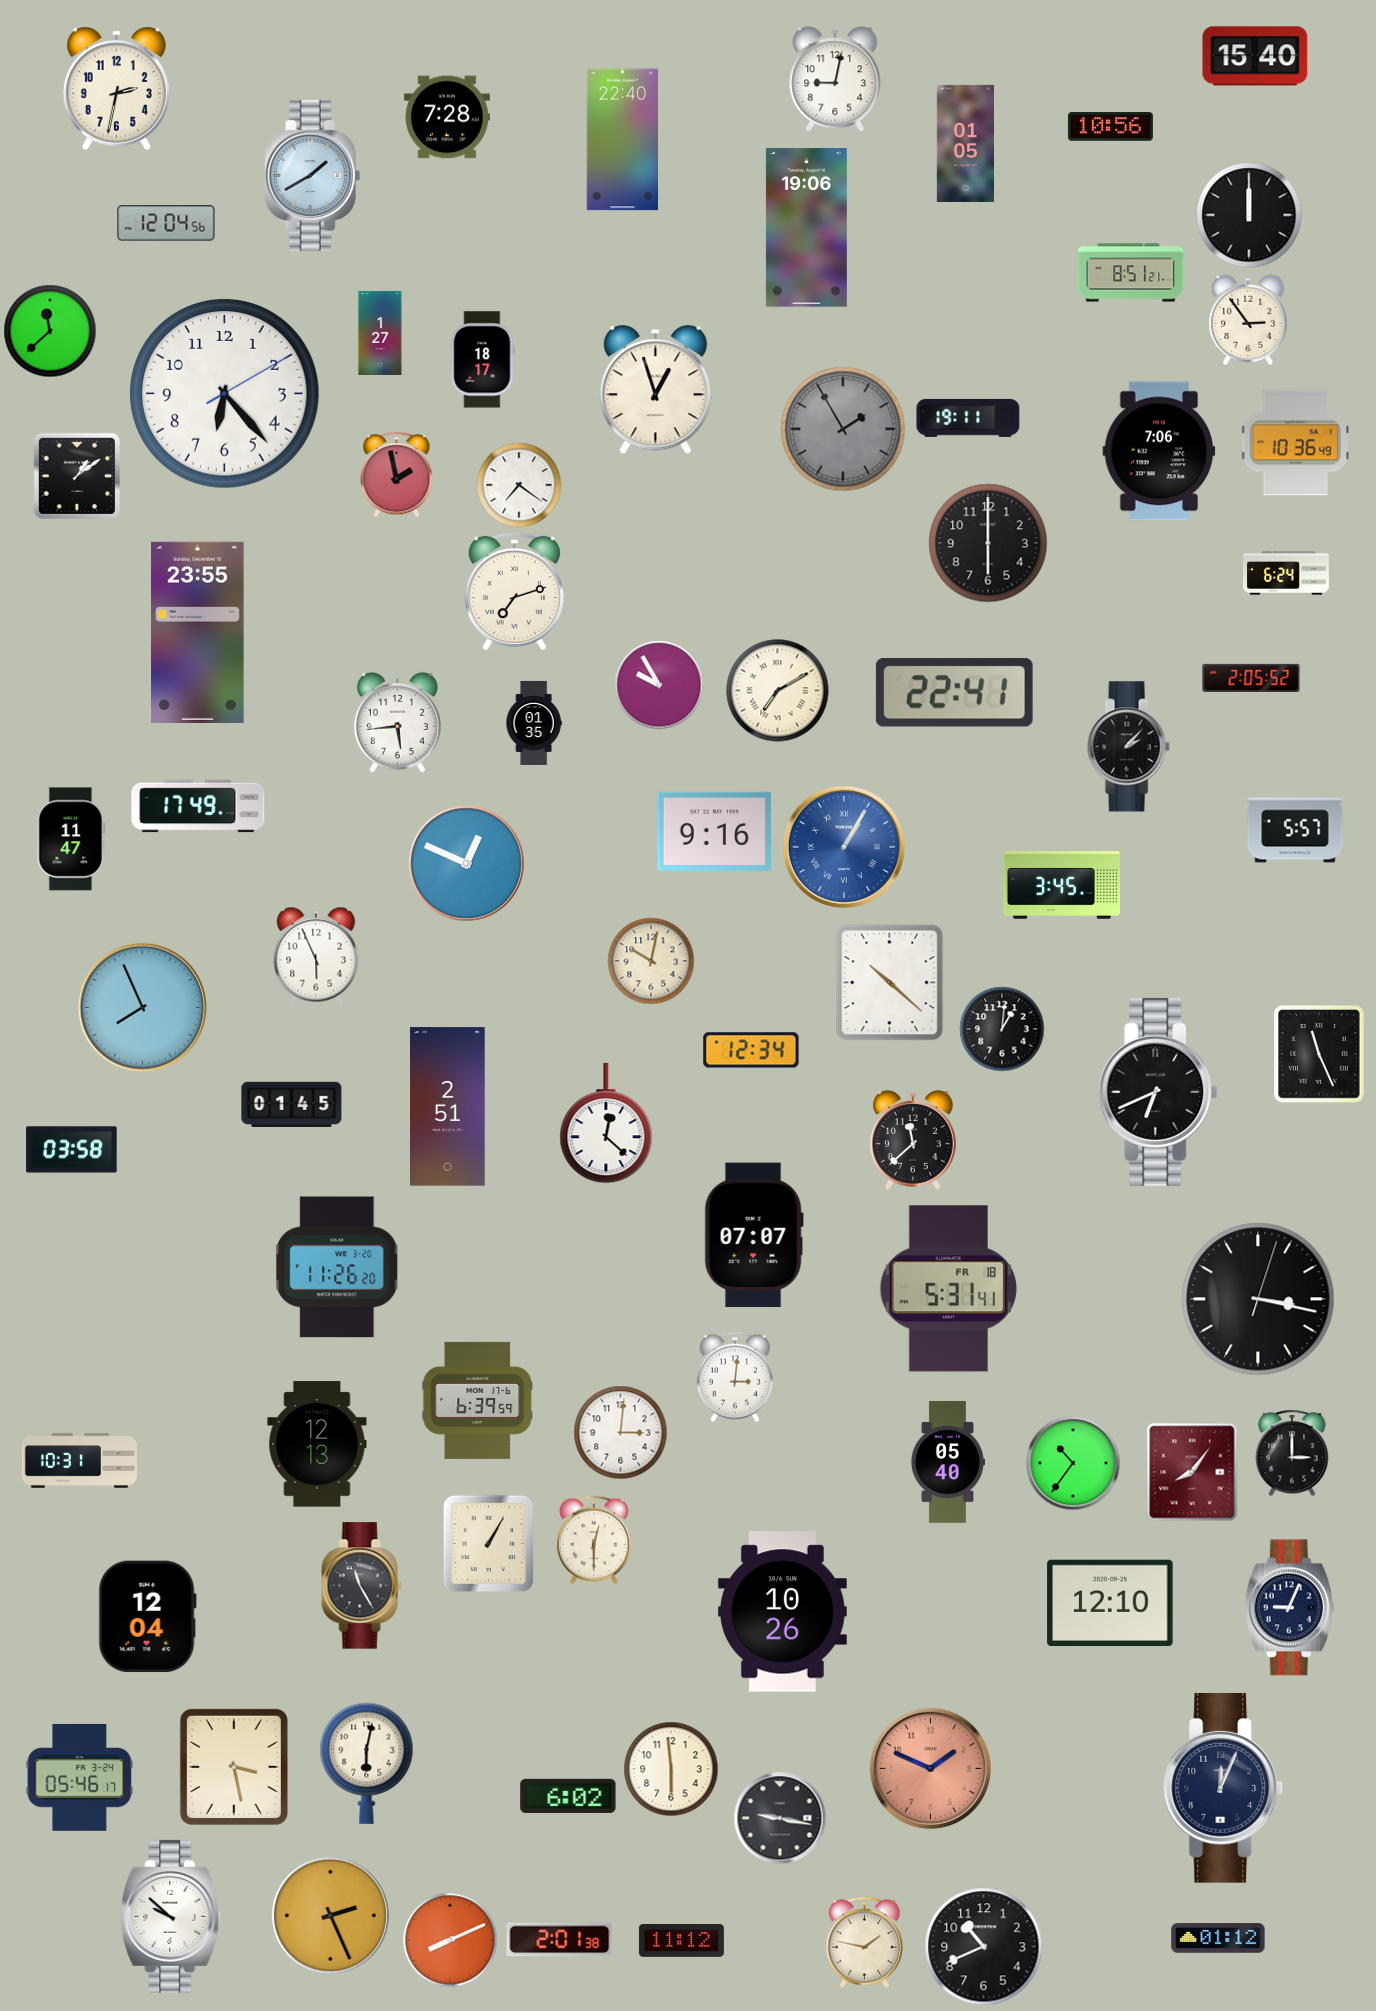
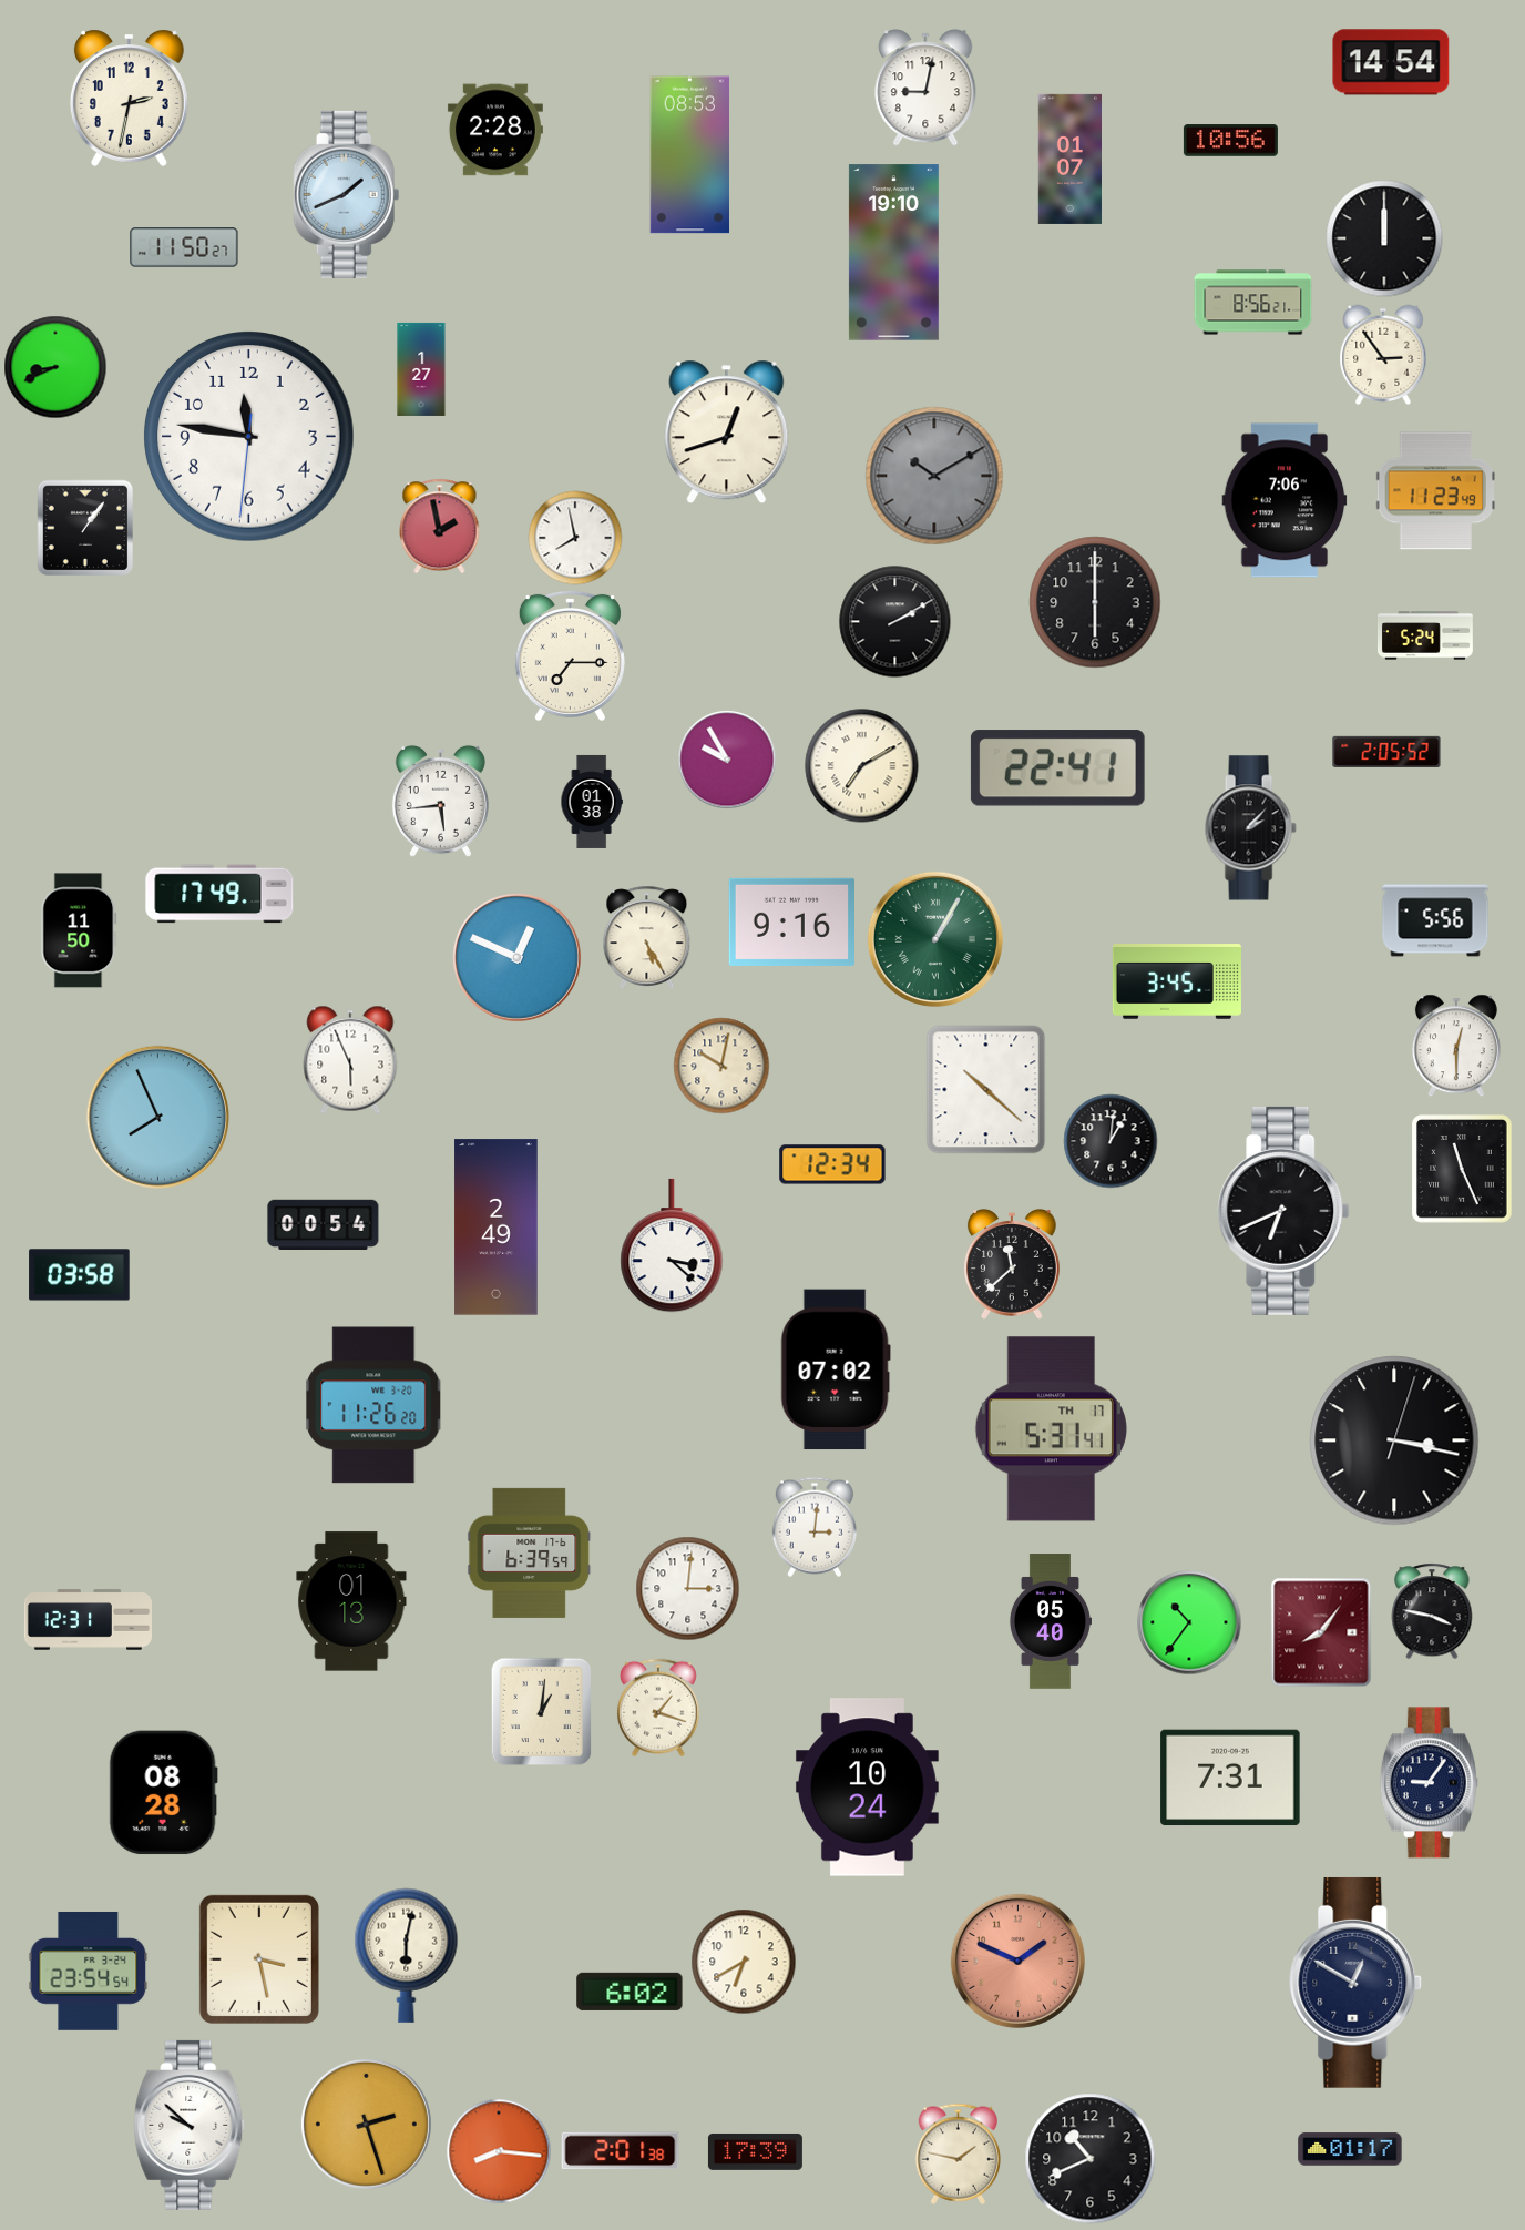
clock at (1255, 56): 15:40 -> 14:54
clock at (447, 117): 7:28 -> 2:28
clock at (623, 140): 22:40 -> 08:53
clock at (965, 143): 01:05 -> 01:07
clock at (313, 175): 1:40 -> 1:41
clock at (166, 223): 12:04 -> 11:50
clock at (806, 228): 19:06 -> 19:10
clock at (1131, 273): 8:51 -> 8:56
clock at (50, 331): 11:38 -> 8:41
clock at (482, 360): 18:17 -> none
clock at (656, 390): 12:57 -> 12:42
clock at (225, 394): 6:23 -> 11:46
clock at (968, 418): 19:11 -> none
clock at (843, 429): 1:55 -> 10:10
clock at (1295, 443): 10:36 -> 11:23
clock at (76, 476): 1:09 -> 1:06
clock at (519, 485): 7:21 -> 7:58
clock at (895, 622): none -> 2:10
clock at (1286, 573): 6:24 -> 5:24
clock at (514, 591): 7:12 -> 7:15
clock at (198, 632): 23:55 -> none
clock at (659, 685) position: (659, 685) -> (727, 760)
clock at (534, 723): 01:35 -> 01:38
clock at (1295, 830): 5:57 -> 5:56
clock at (71, 839): 11:47 -> 11:50
clock at (647, 937): none -> 5:25
clock at (844, 847) dial: blue -> green
clock at (1456, 1046): none -> 12:30
clock at (292, 1104): 01:45 -> 00:54
clock at (448, 1107): 2:51 -> 2:49
clock at (606, 1123): 12:22 -> 3:22
clock at (754, 1235): 07:07 -> 07:02
clock at (948, 1289) date: FR 18 -> TH 17
clock at (317, 1444): 12:13 -> 01:13
clock at (1292, 1453): 3:00 -> 3:47
clock at (79, 1461): 10:31 -> 12:31
clock at (594, 1540): 12:30 -> 1:18
clock at (489, 1544): 1:05 -> 1:01
clock at (362, 1586): 11:25 -> none
clock at (1110, 1603): 12:10 -> 7:31
clock at (1289, 1608): 9:04 -> 9:06
clock at (782, 1612): 10:26 -> 10:24
clock at (147, 1617): 12:04 -> 08:28
clock at (930, 1768) position: (930, 1768) -> (1017, 1961)
clock at (671, 1769): 5:59 -> 6:40
clock at (80, 1777): 05:46 -> 23:54
clock at (1223, 1788): 12:04 -> 12:50
clock at (780, 1818): 9:17 -> none
clock at (330, 1915): 2:26 -> 2:27
clock at (1218, 1938): 01:12 -> 01:17
clock at (450, 1940): 8:11 -> 8:16
clock at (681, 1940): 11:12 -> 17:39
